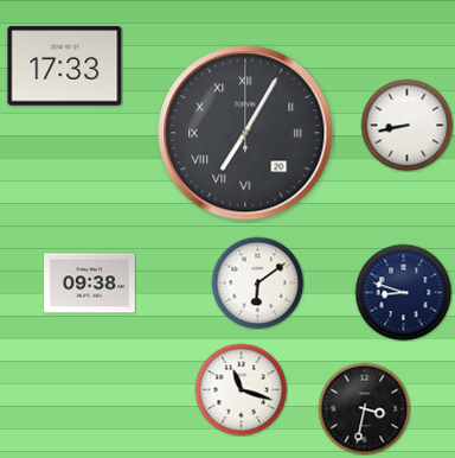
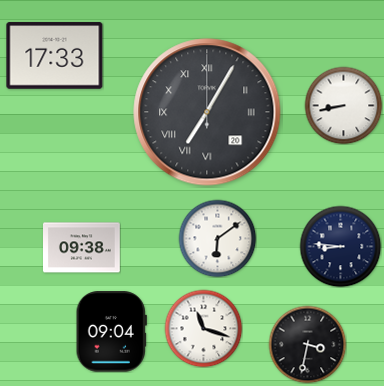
clock at (90, 284) position: (90, 284) -> (82, 248)
clock at (403, 292): 8:48 -> 8:46
clock at (111, 332): none -> 09:04
